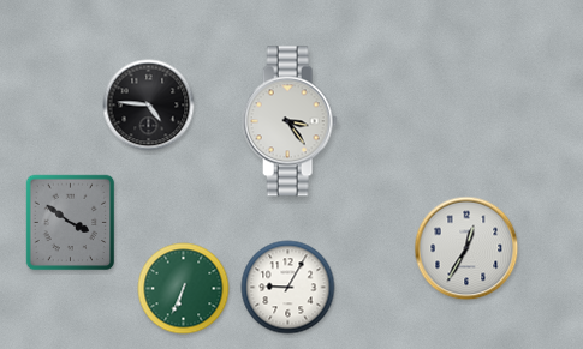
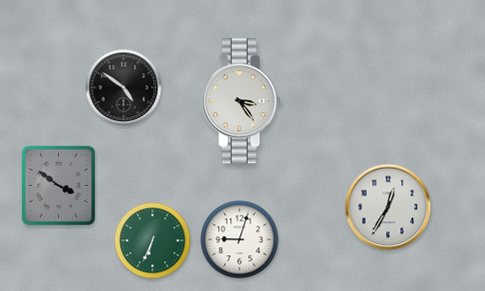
clock at (149, 106): 4:46 -> 4:51
clock at (288, 288): 9:05 -> 9:03
